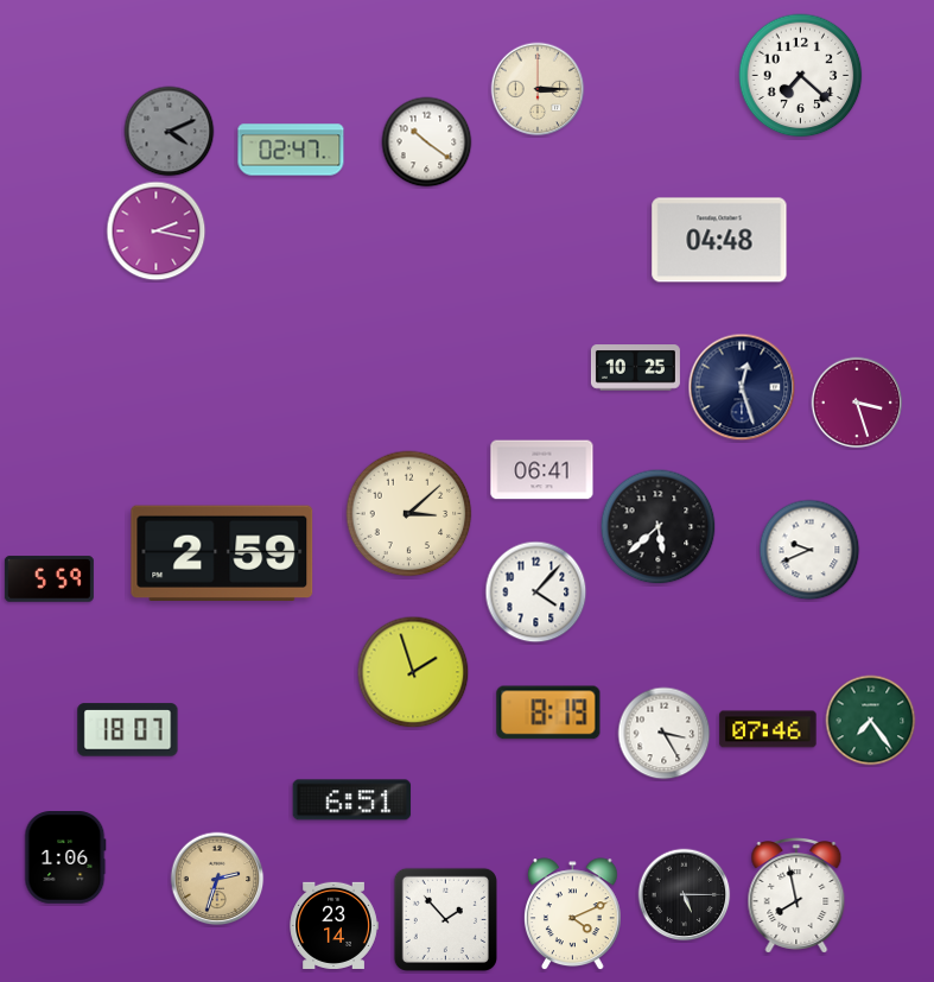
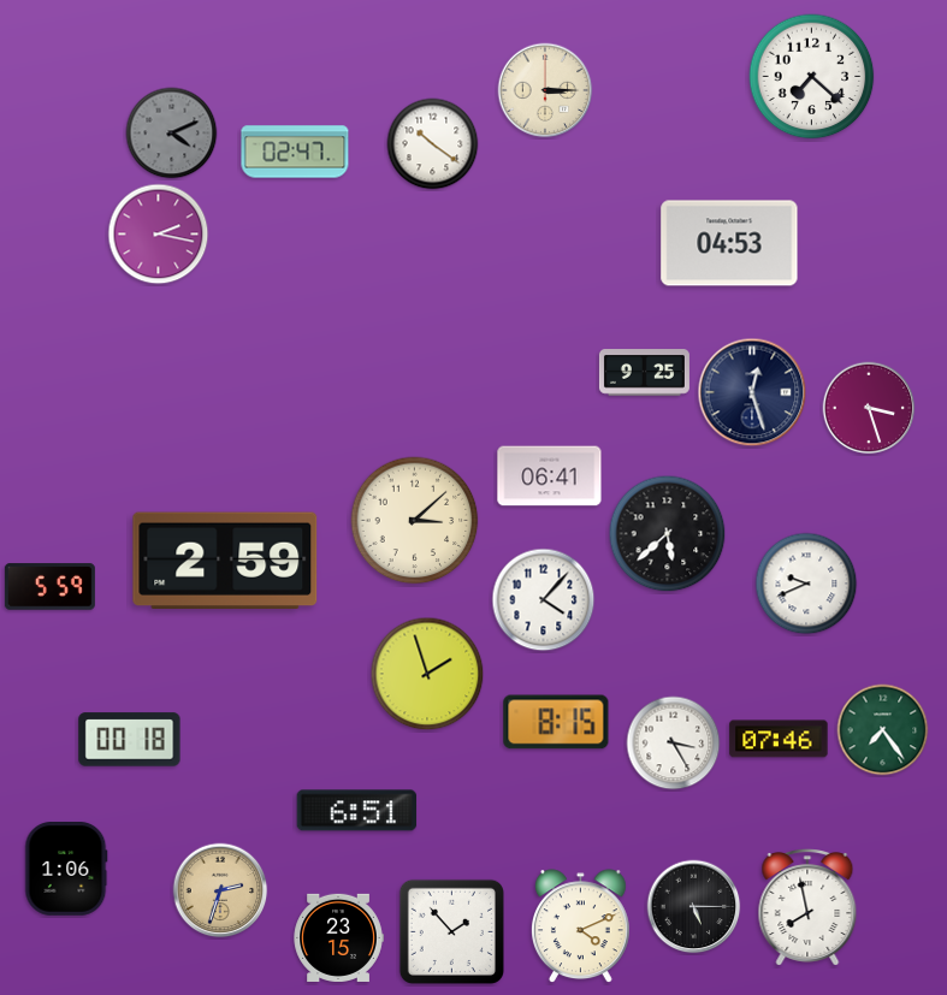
clock at (719, 240): 04:48 -> 04:53
clock at (635, 368): 10:25 -> 9:25
clock at (809, 550) position: (809, 550) -> (806, 584)
clock at (413, 672) position: (413, 672) -> (427, 674)
clock at (548, 712): 8:19 -> 8:15
clock at (128, 730): 18:07 -> 00:18
clock at (333, 925): 23:14 -> 23:15
